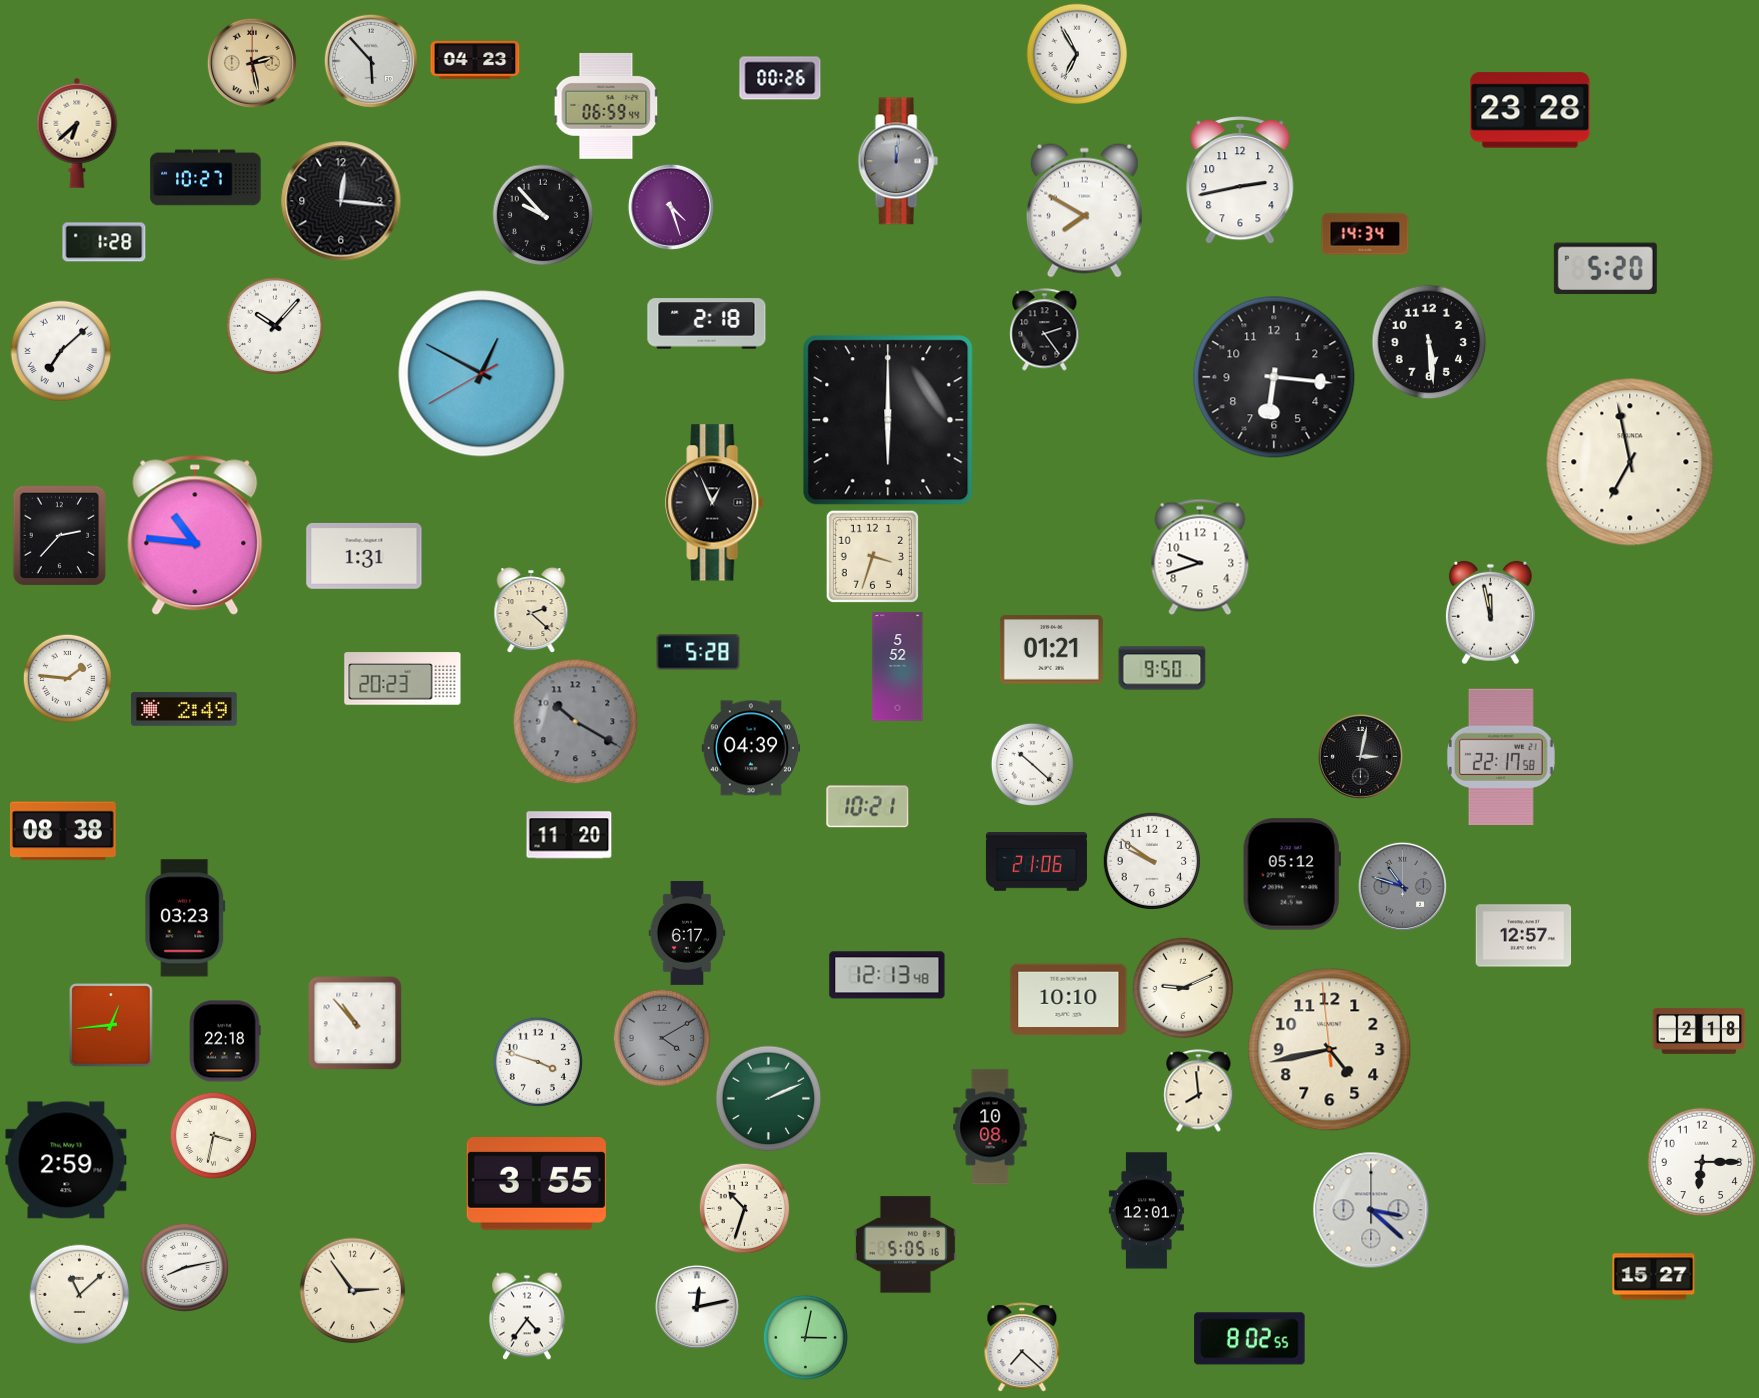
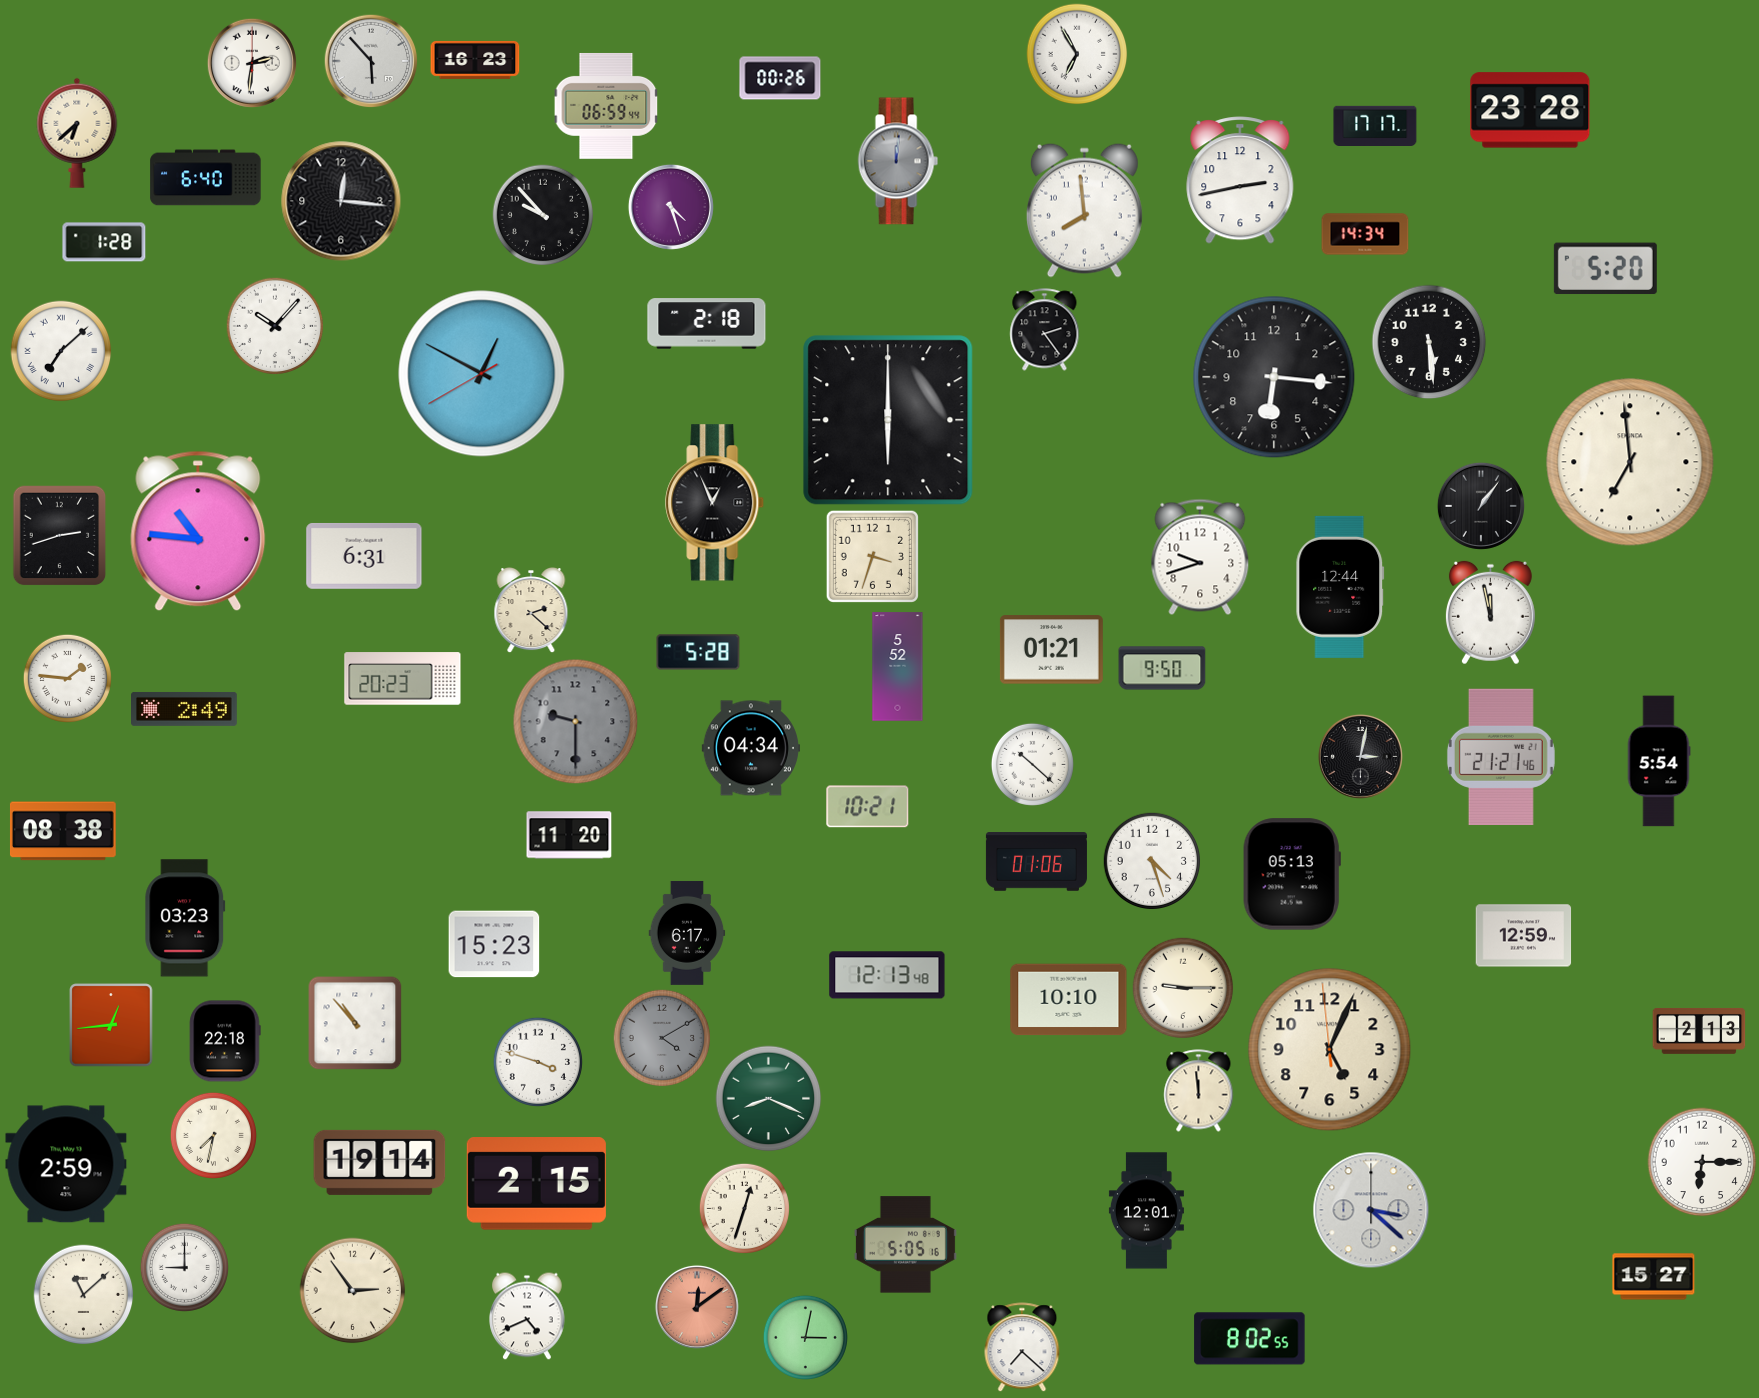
clock at (475, 60): 04:23 -> 16:23
clock at (252, 63): 2:28 -> 2:31
clock at (252, 63) dial: champagne -> white
clock at (1375, 125): none -> 17:17
clock at (206, 178): 10:27 -> 6:40
clock at (1084, 210): 7:50 -> 7:59
clock at (1630, 462): 6:58 -> 6:59
clock at (1481, 506): none -> 1:06
clock at (195, 535) position: (195, 535) -> (198, 531)
clock at (60, 536): 2:37 -> 2:42
clock at (364, 556): 1:31 -> 6:31
clock at (1340, 587): none -> 12:44
clock at (576, 722): 10:20 -> 9:30
clock at (751, 748): 04:39 -> 04:34
clock at (1501, 756): 22:17 -> 21:21
clock at (1659, 761): none -> 5:54
clock at (1152, 861): 9:51 -> 4:27
clock at (1036, 862): 21:06 -> 01:06
clock at (1292, 874): 05:12 -> 05:13
clock at (1402, 886): 10:48 -> none
clock at (1524, 936): 12:57 -> 12:59
clock at (494, 944): none -> 15:23
clock at (1183, 988): 9:11 -> 9:15
clock at (1699, 1031): 2:18 -> 2:13
clock at (1330, 1050): 4:42 -> 5:03
clock at (1199, 1091): 7:59 -> 11:59
clock at (769, 1099): 2:11 -> 8:19
clock at (990, 1127): 10:08 -> none
clock at (213, 1135): 3:32 -> 7:32
clock at (66, 1160) position: (66, 1160) -> (66, 1164)
clock at (380, 1162): none -> 19:14
clock at (536, 1184): 3:55 -> 2:15
clock at (744, 1208): 10:33 -> 12:33
clock at (184, 1267): 8:13 -> 9:00
clock at (80, 1295) position: (80, 1295) -> (84, 1295)
clock at (697, 1307): 12:13 -> 12:09
clock at (697, 1307) dial: white -> salmon
clock at (527, 1316): 4:36 -> 4:41
